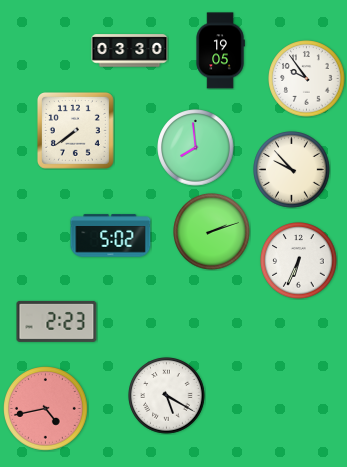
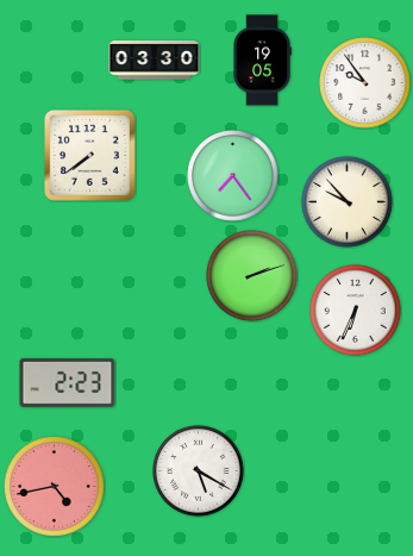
clock at (307, 79) position: (307, 79) -> (365, 83)
clock at (196, 148): 7:59 -> 7:24
clock at (111, 236): 5:02 -> none
